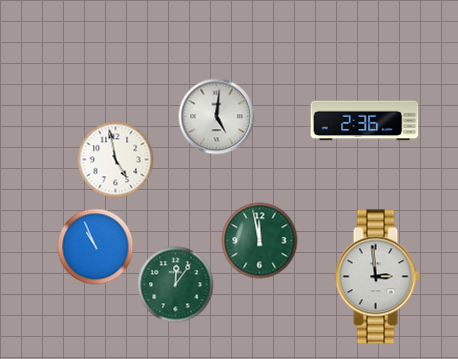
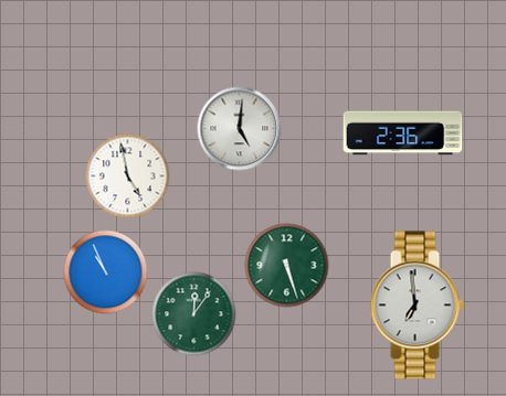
clock at (260, 241): 11:58 -> 5:27
clock at (377, 277): 2:59 -> 6:59
